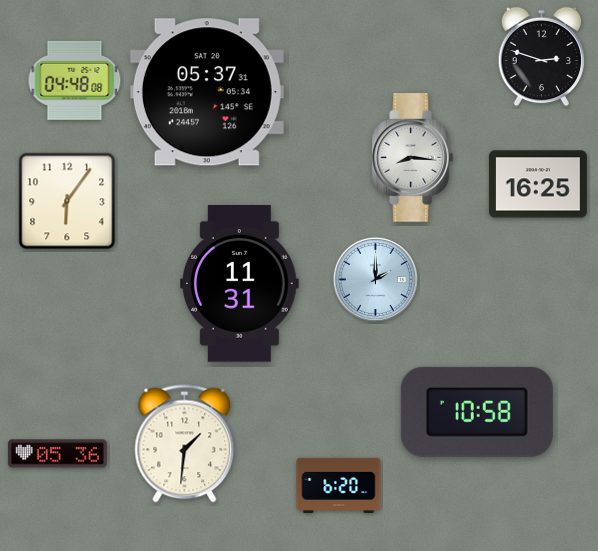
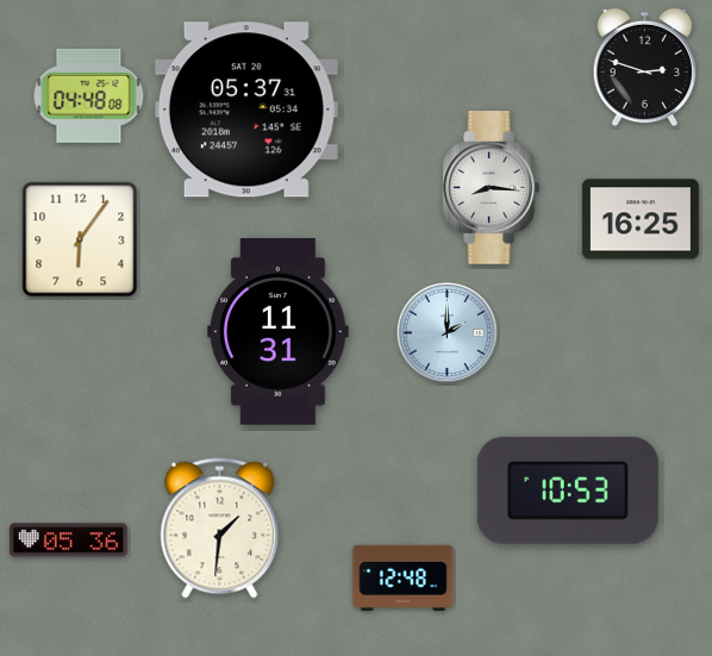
clock at (240, 284) position: (240, 284) -> (279, 332)
clock at (477, 412): 10:58 -> 10:53
clock at (339, 485): 6:20 -> 12:48
